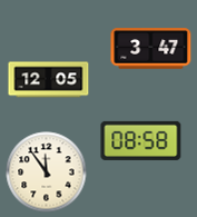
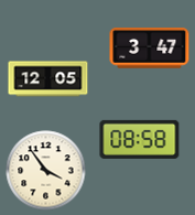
clock at (47, 172): 11:54 -> 3:54
